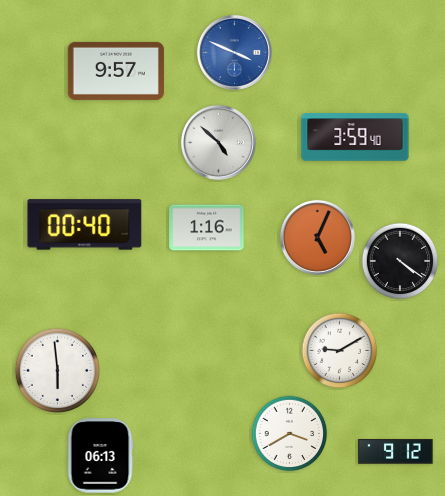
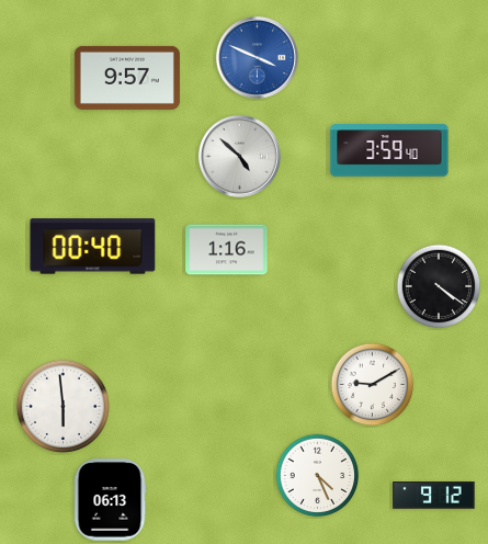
clock at (317, 237): 5:04 -> none
clock at (290, 434): 3:40 -> 4:26
